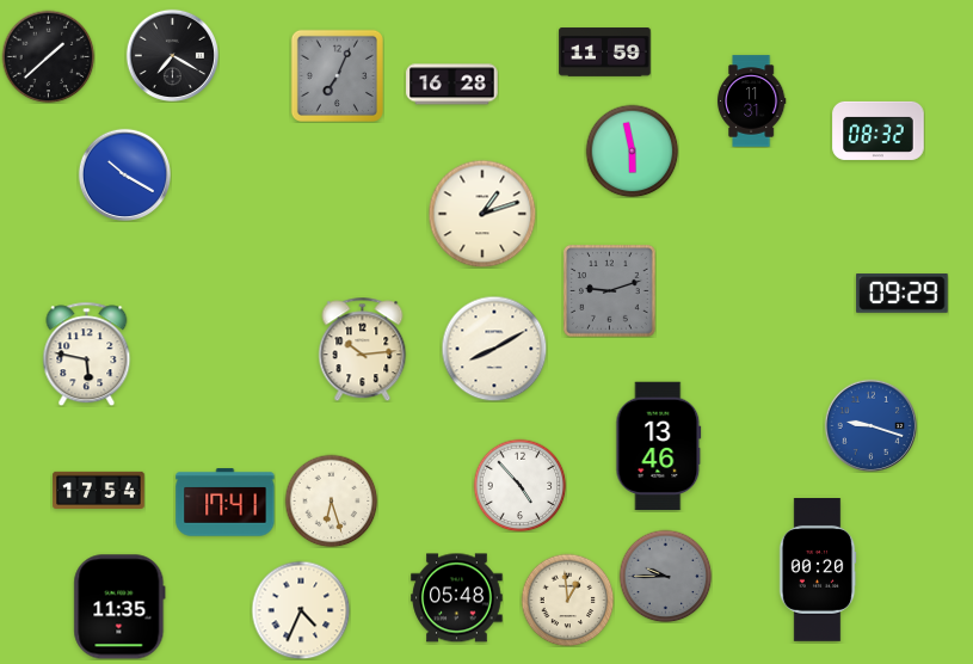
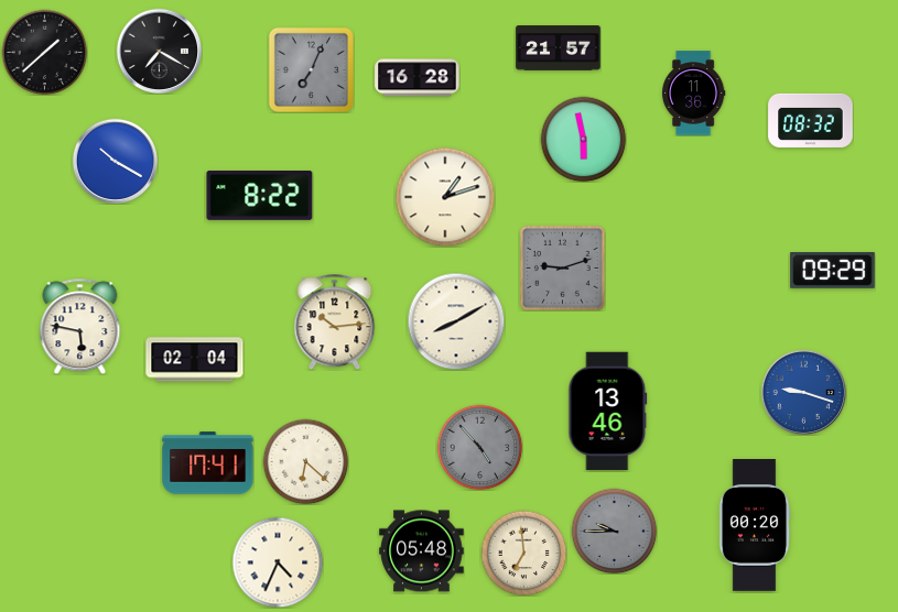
clock at (605, 53): 11:59 -> 21:57
clock at (751, 102): 11:31 -> 11:36
clock at (260, 195): none -> 8:22
clock at (195, 360): none -> 02:04
clock at (519, 485) dial: white -> grey
clock at (99, 490): 17:54 -> none
clock at (331, 500): 6:27 -> 6:22
clock at (567, 600): 12:59 -> 6:59
clock at (119, 607): 11:35 -> none
